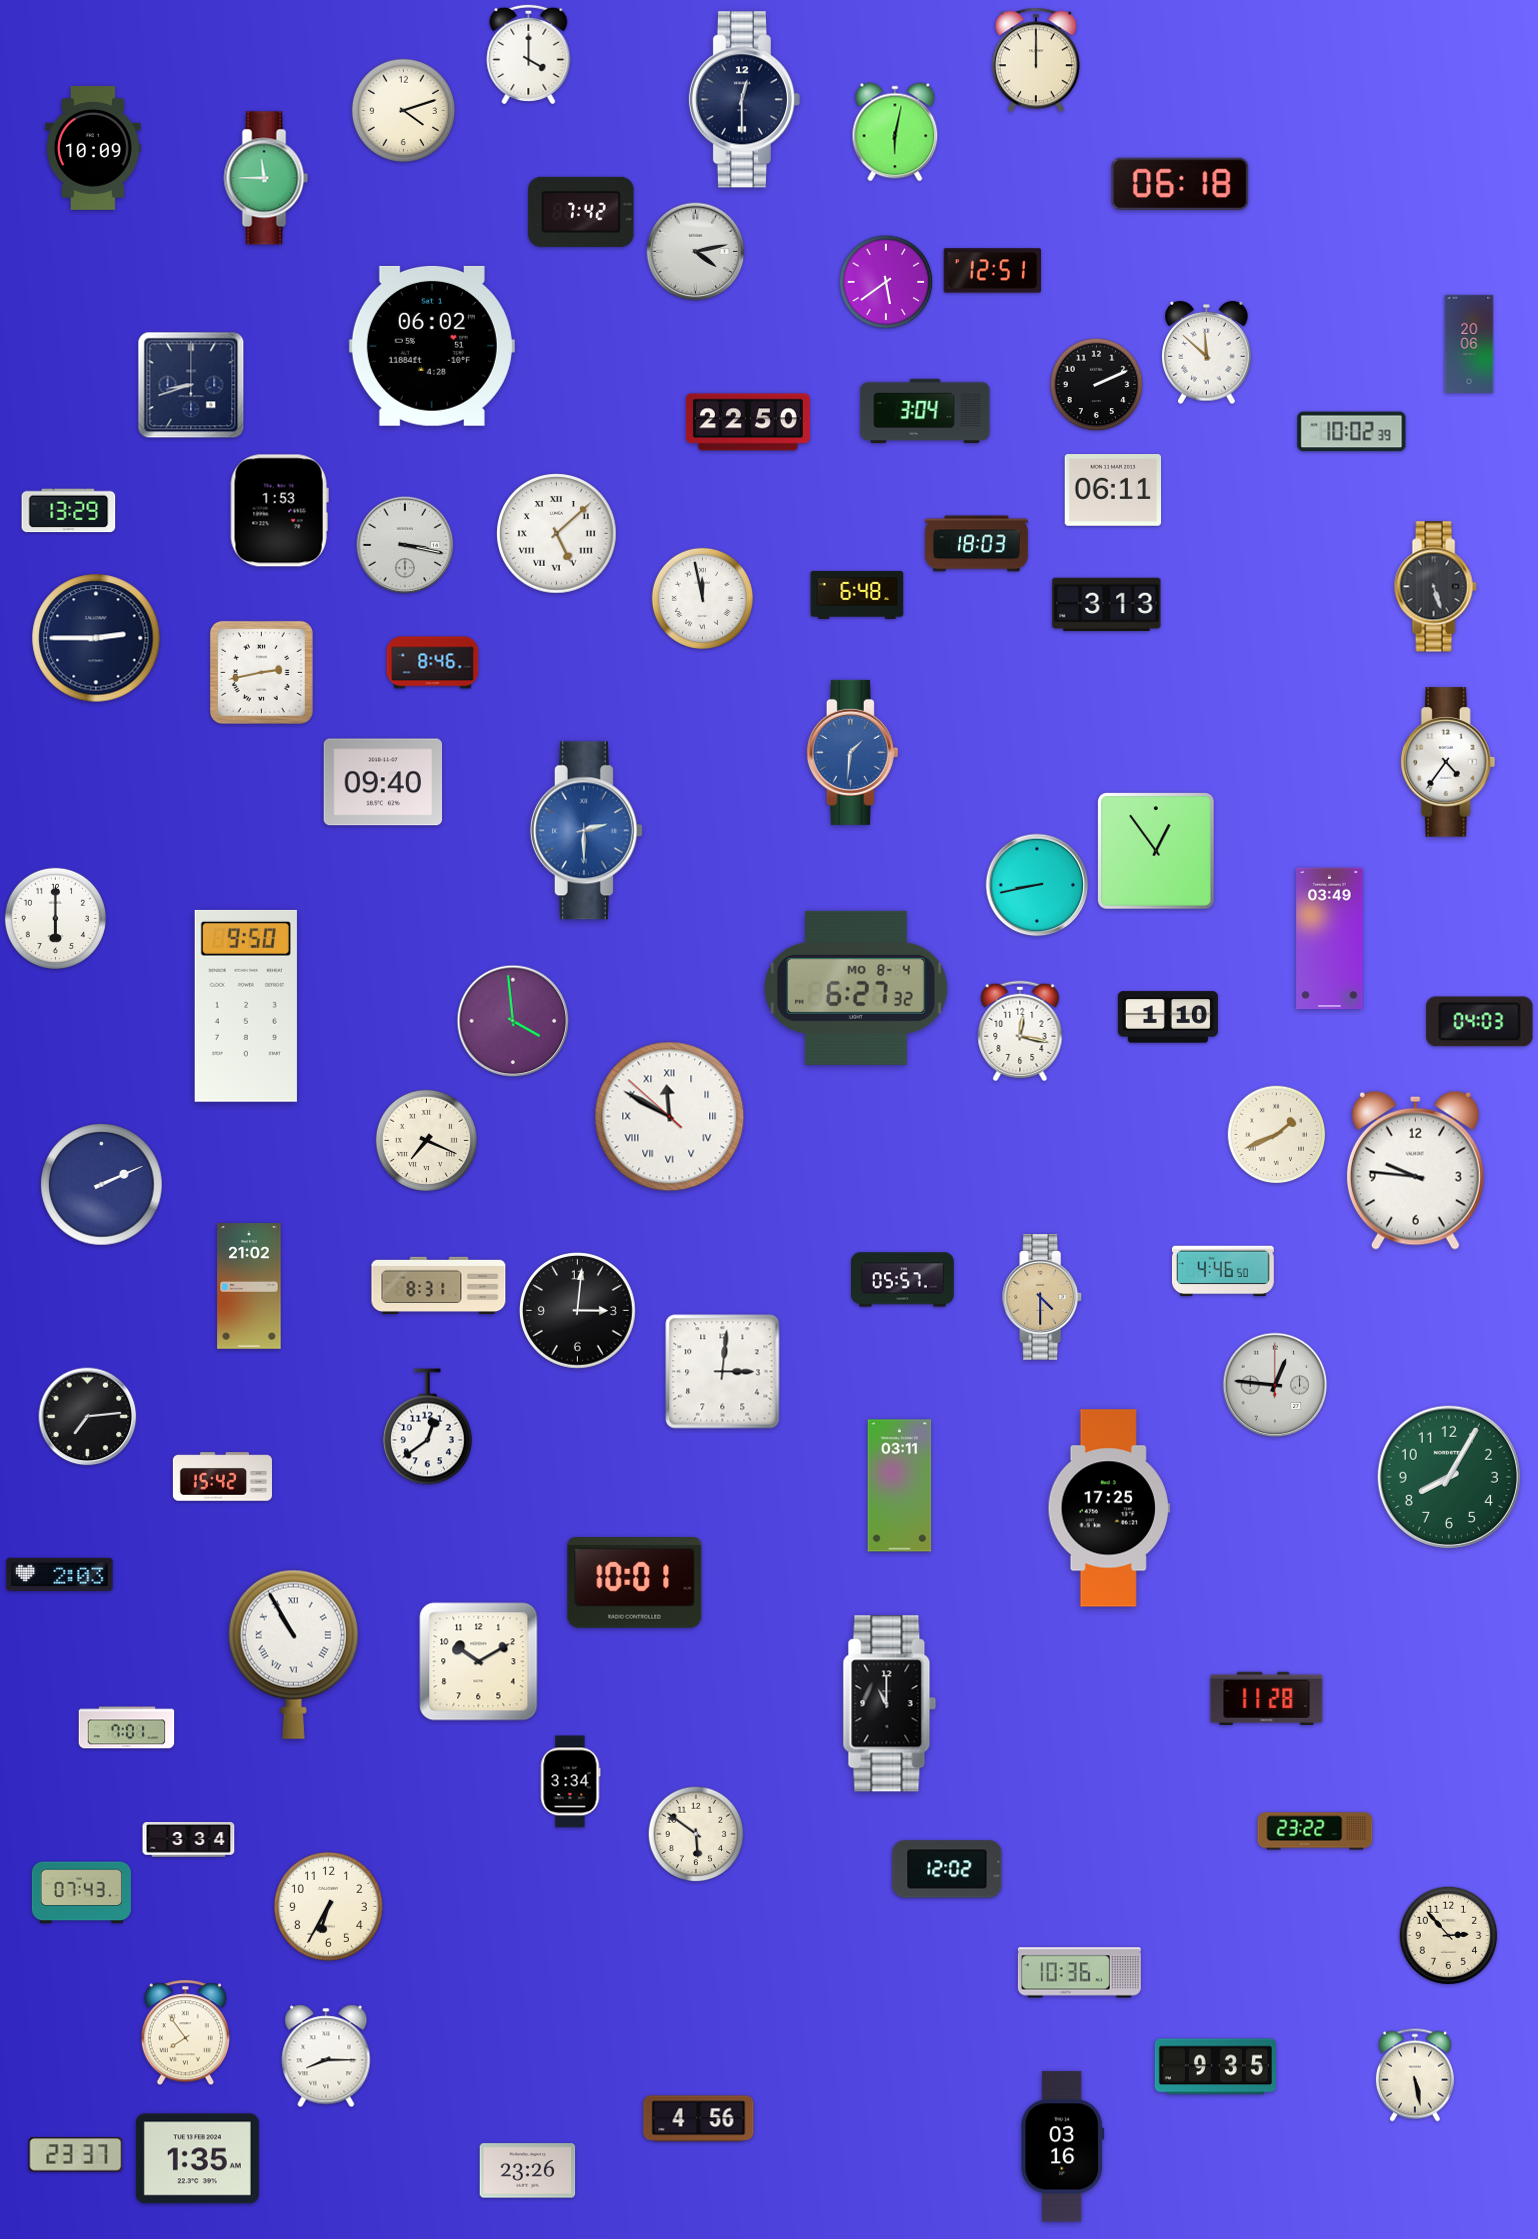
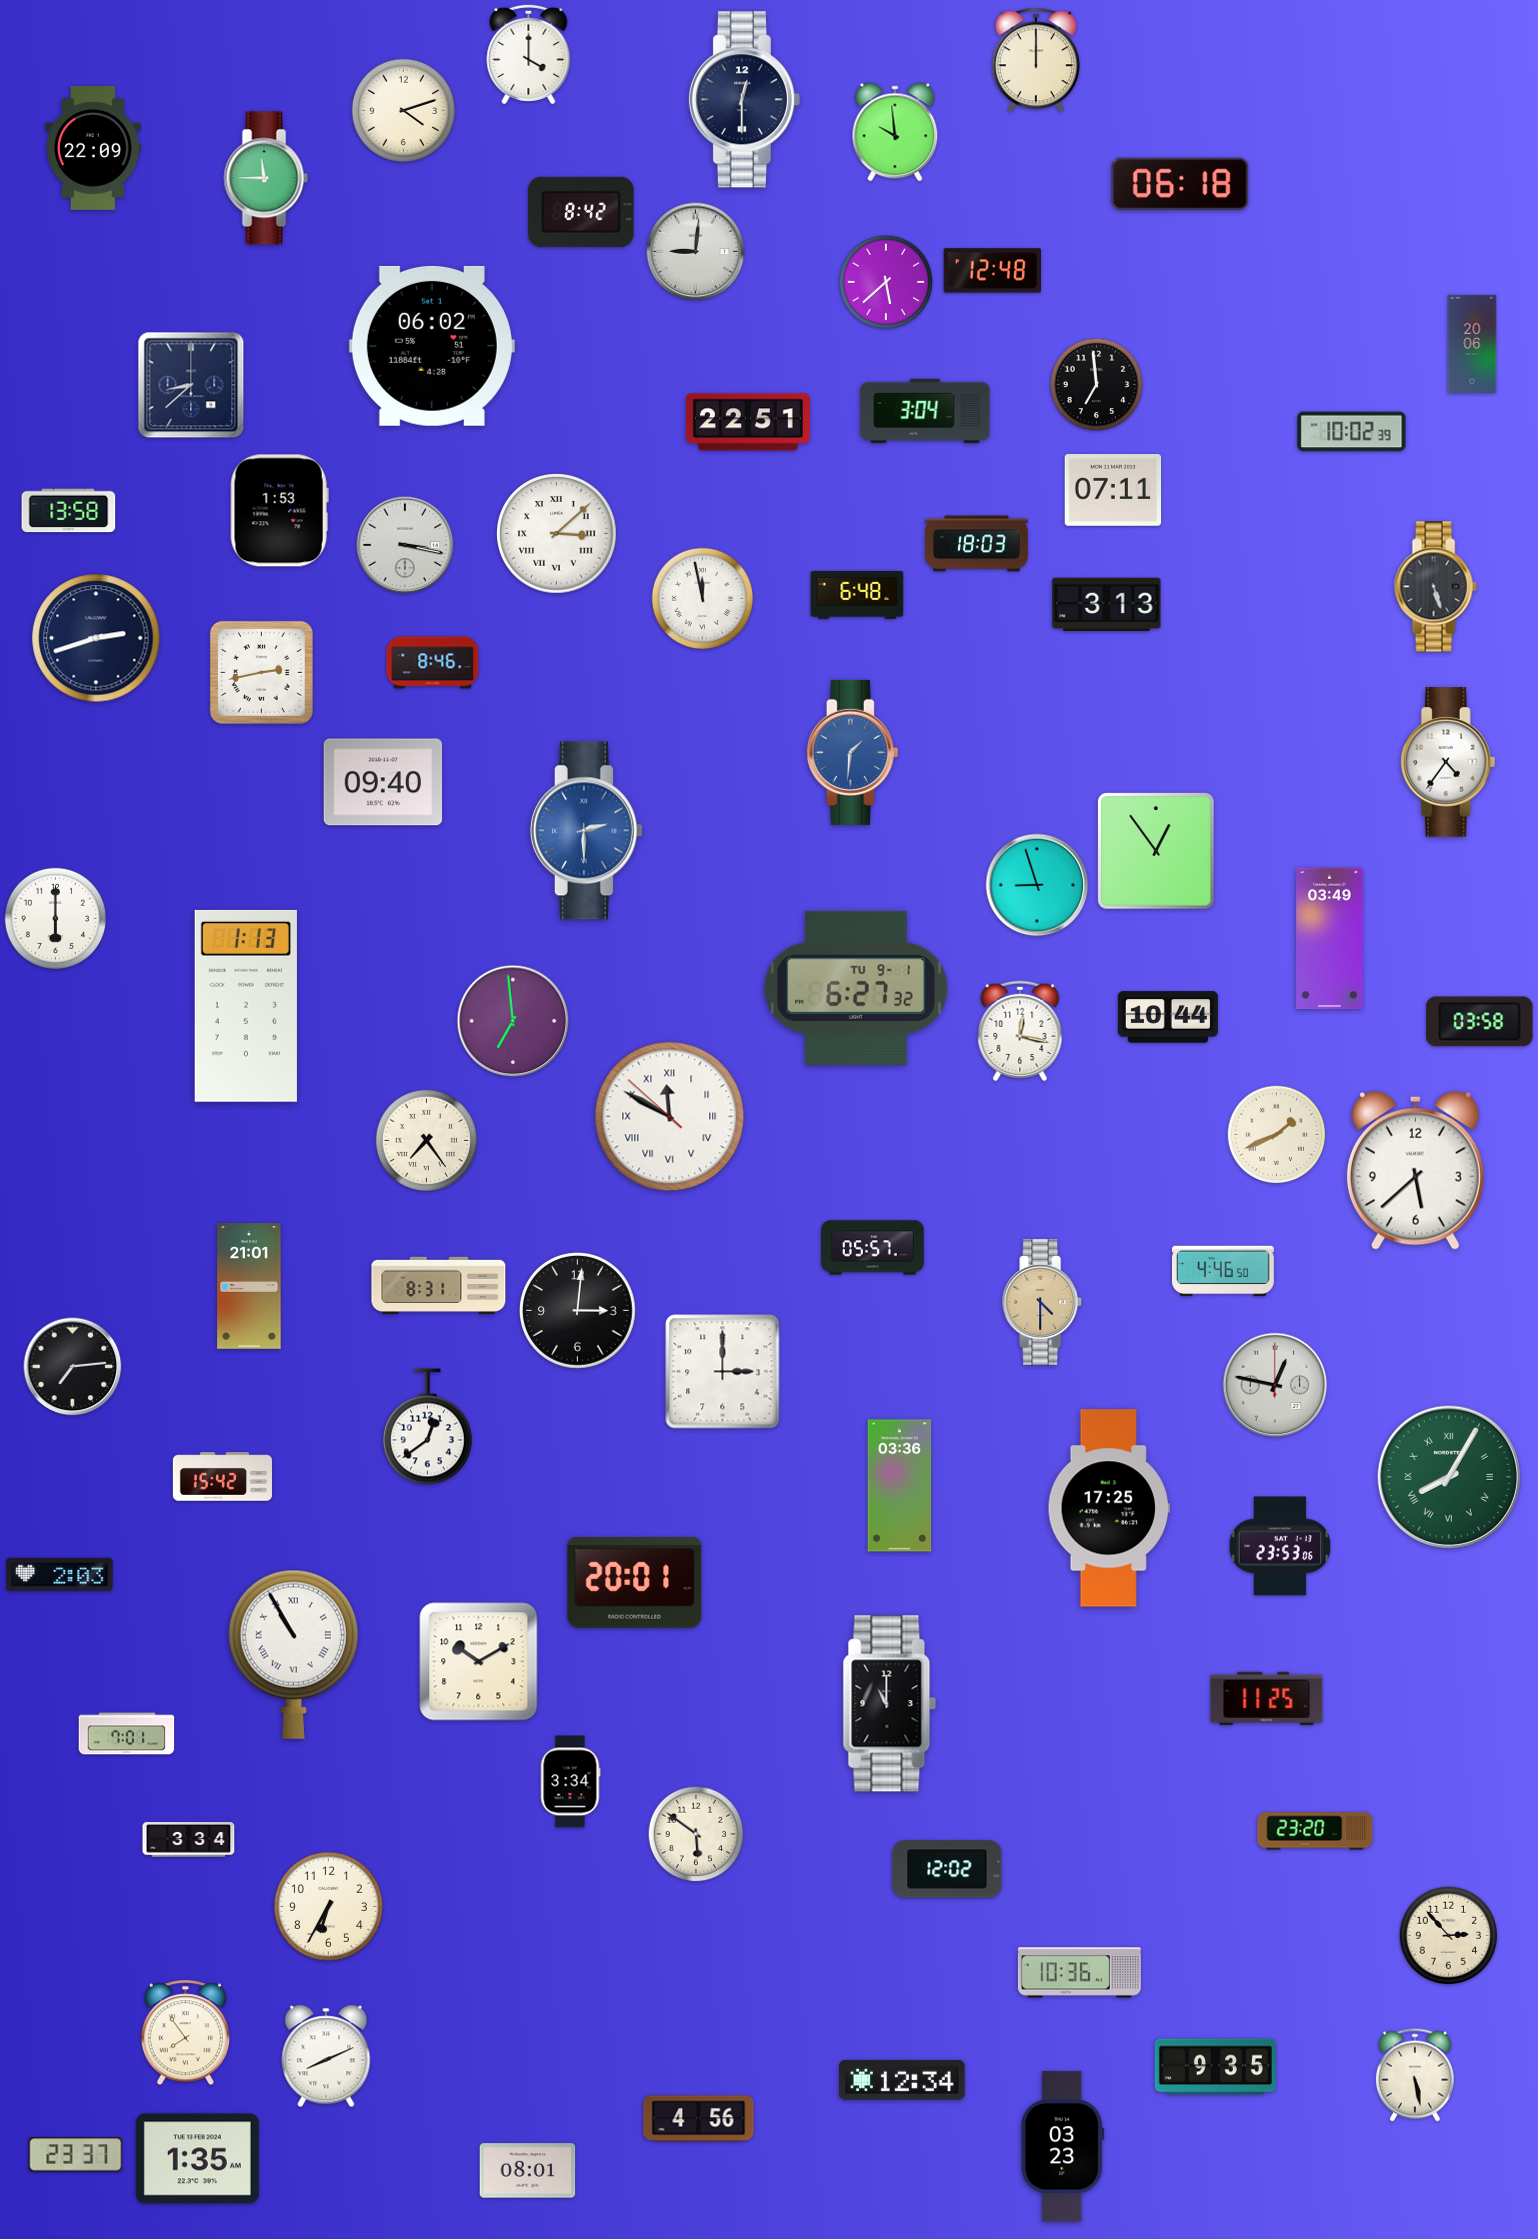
clock at (895, 132): 6:02 -> 9:59
clock at (93, 148): 10:09 -> 22:09
clock at (581, 212): 7:42 -> 8:42
clock at (696, 252): 4:13 -> 9:01
clock at (992, 271): 12:51 -> 12:48
clock at (886, 282): 5:39 -> 5:38
clock at (1469, 343) position: (1469, 343) -> (1472, 343)
clock at (1207, 353): 11:52 -> none
clock at (191, 385): 8:42 -> 8:38
clock at (1097, 385): 2:11 -> 6:59
clock at (748, 422): 22:50 -> 22:51
clock at (1113, 491): 06:11 -> 07:11
clock at (69, 511): 13:29 -> 13:58
clock at (557, 534): 5:08 -> 3:08
clock at (96, 638): 2:45 -> 2:42
clock at (1037, 885): 8:43 -> 8:57
clock at (856, 988) date: MO 8-4 -> TU 9-1
clock at (246, 1006): 9:50 -> 1:13
clock at (1168, 1017): 1:10 -> 10:44
clock at (513, 1021): 3:59 -> 6:59
clock at (1480, 1022): 04:03 -> 03:58
clock at (426, 1140): 7:19 -> 7:24
clock at (1415, 1170): 9:46 -> 5:38
clock at (102, 1185): 2:11 -> none
clock at (903, 1280) position: (903, 1280) -> (873, 1248)
clock at (249, 1286): 21:02 -> 21:01
clock at (1043, 1297) position: (1043, 1297) -> (1043, 1302)
clock at (723, 1372): 3:01 -> 3:00
clock at (1275, 1385): 12:46 -> 12:47
clock at (88, 1417) position: (88, 1417) -> (73, 1367)
clock at (1449, 1477) numerals: Arabic -> Roman
clock at (900, 1486): 03:11 -> 03:36
clock at (1280, 1546): none -> 23:53
clock at (635, 1583): 10:01 -> 20:01
clock at (1267, 1698): 11:28 -> 11:25
clock at (127, 1728) position: (127, 1728) -> (127, 1734)
clock at (1315, 1831): 23:22 -> 23:20
clock at (81, 1893): 07:43 -> none
clock at (326, 2056): 8:15 -> 8:11
clock at (902, 2080): none -> 12:34
clock at (1063, 2147): 03:16 -> 03:23
clock at (528, 2171): 23:26 -> 08:01
